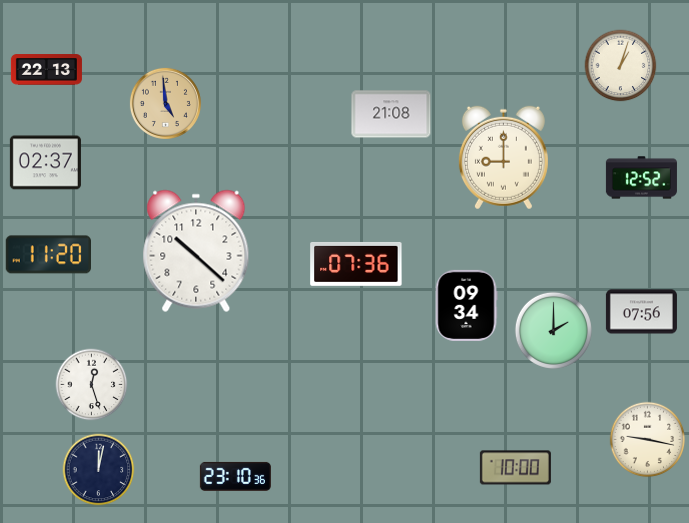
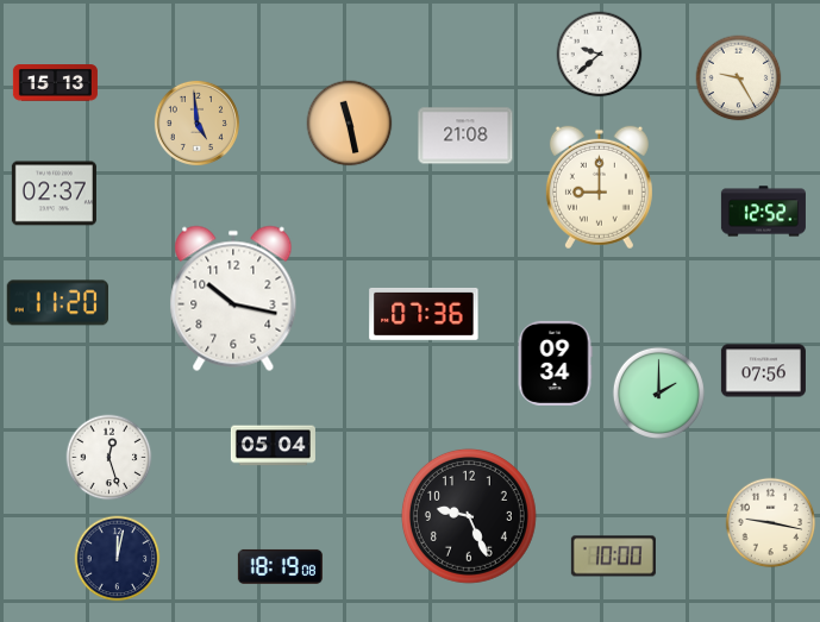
clock at (600, 55): none -> 9:38
clock at (621, 66): 1:03 -> 9:25
clock at (46, 70): 22:13 -> 15:13
clock at (350, 124): none -> 11:28
clock at (196, 251): 10:22 -> 10:17
clock at (273, 446): none -> 05:04
clock at (469, 516): none -> 9:26
clock at (235, 476): 23:10 -> 18:19
